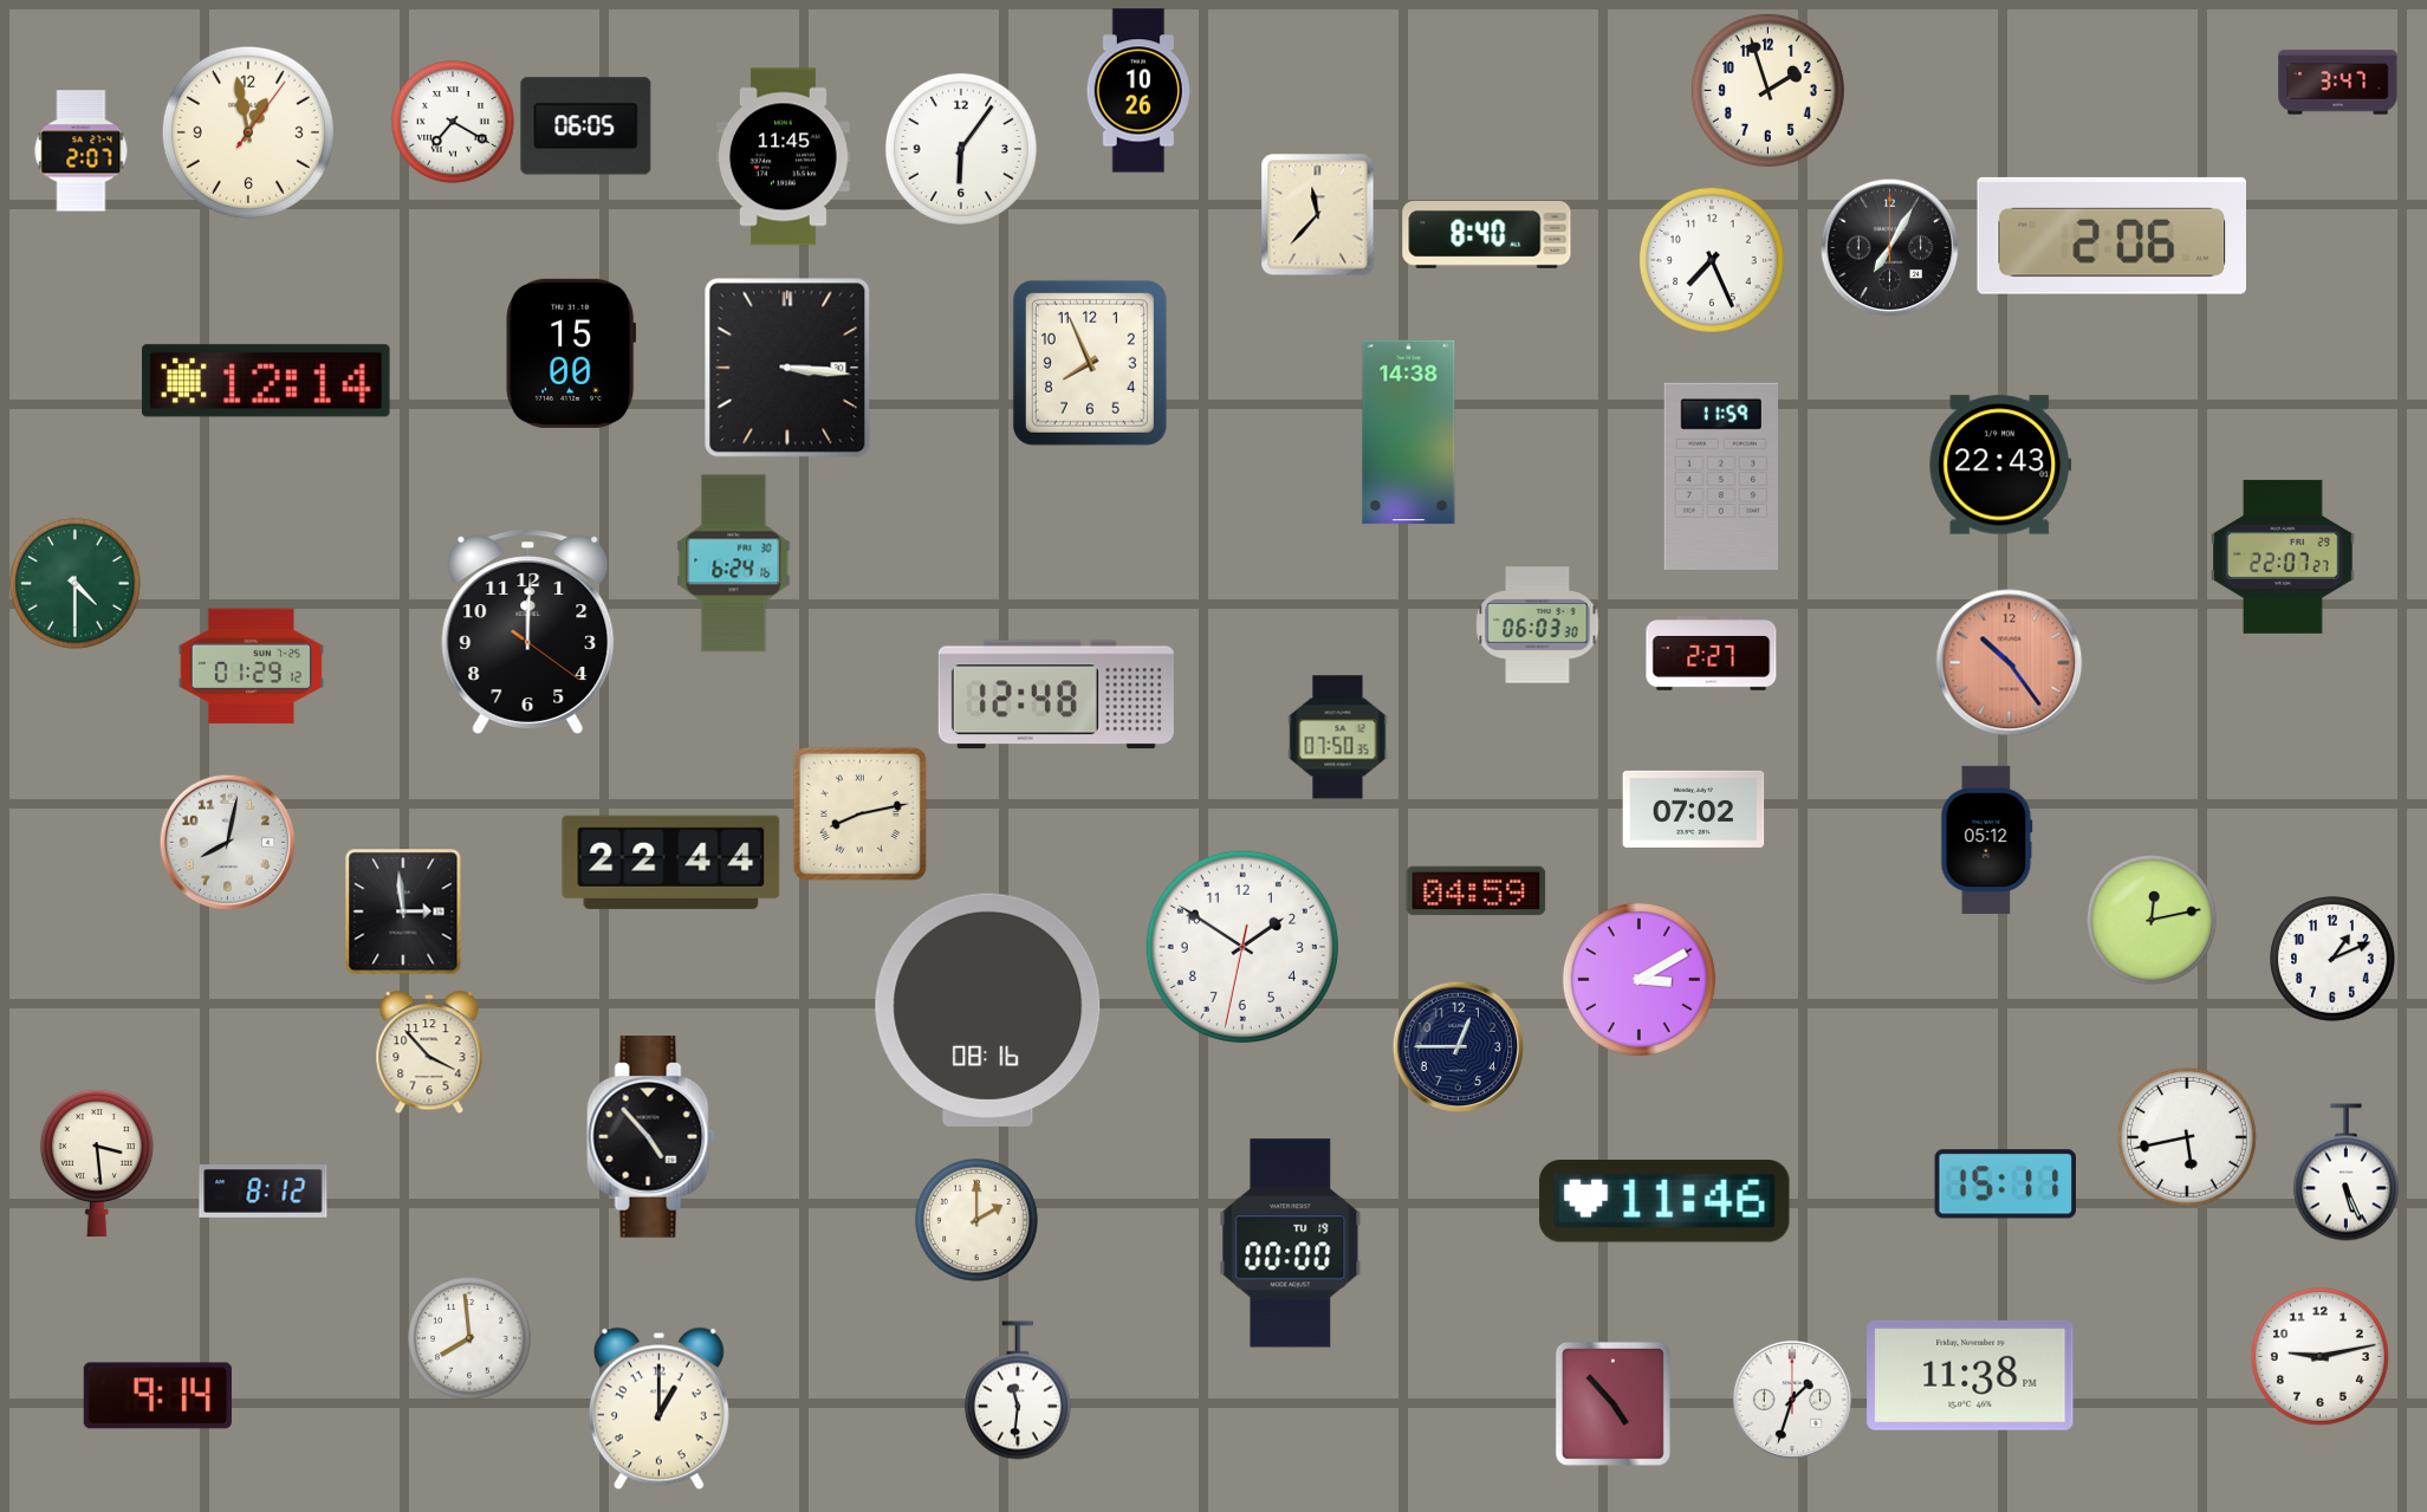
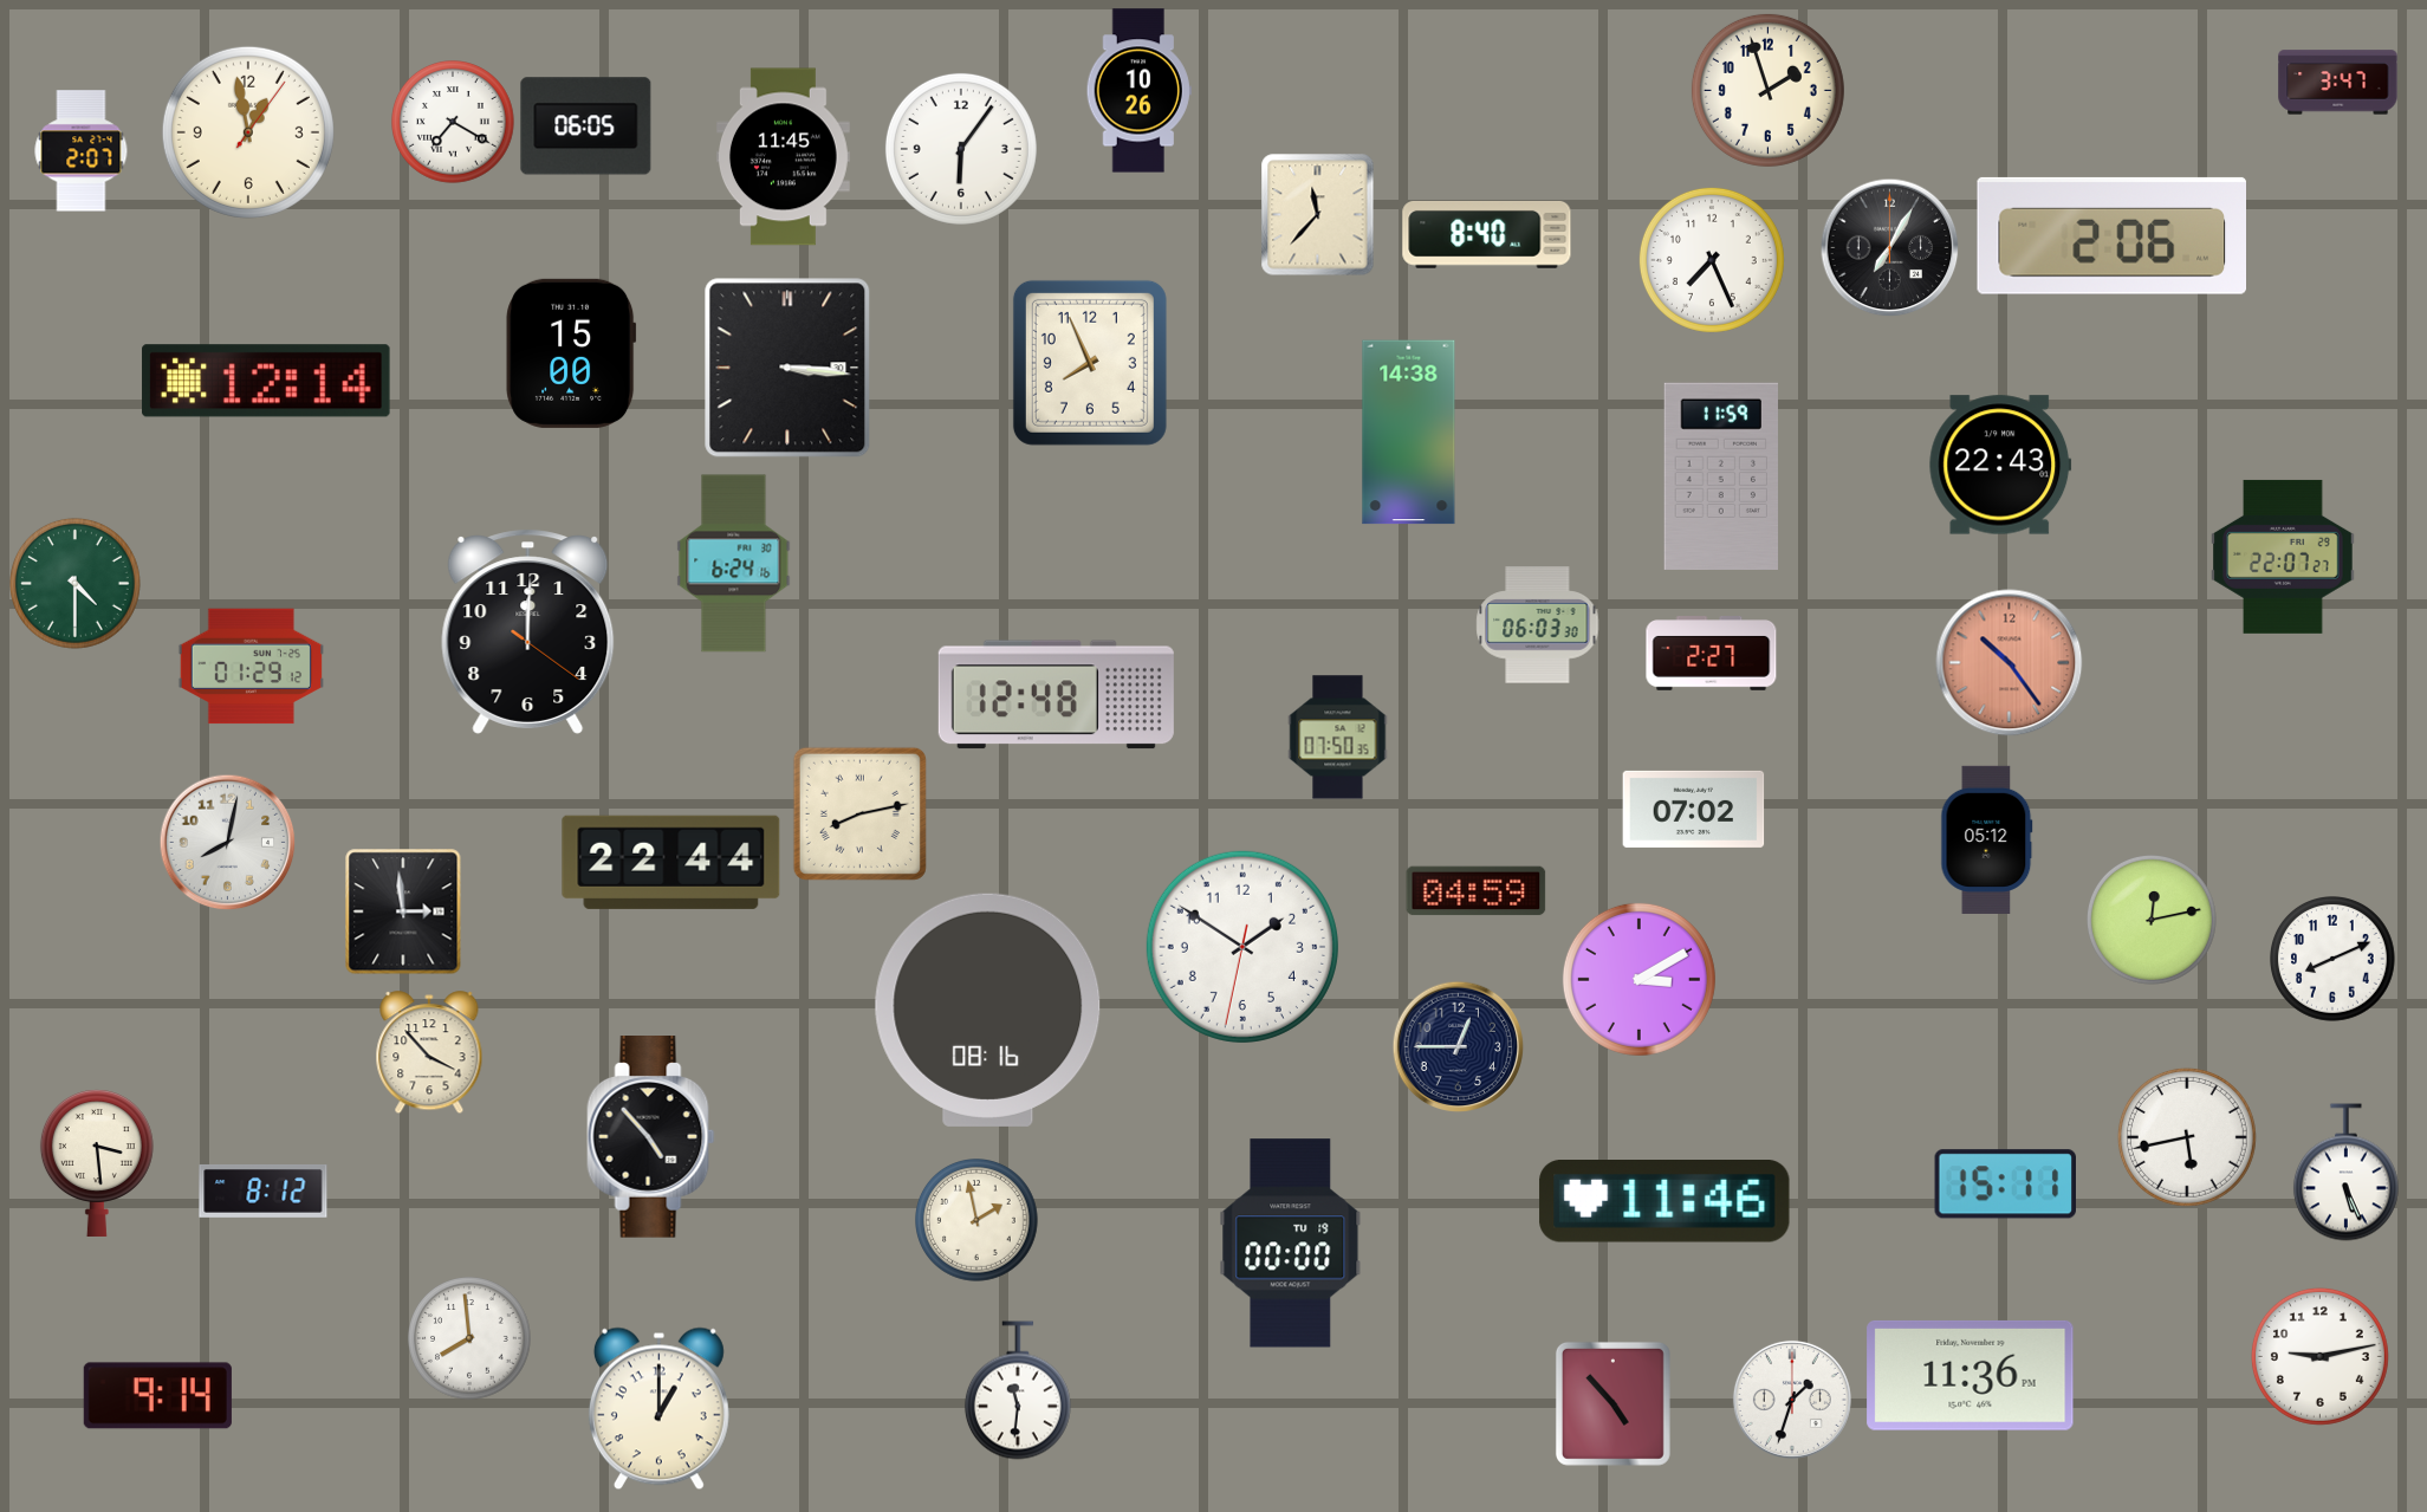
clock at (2334, 960): 1:11 -> 8:11
clock at (978, 1221): 2:00 -> 1:58
clock at (1971, 1375): 11:38 -> 11:36
